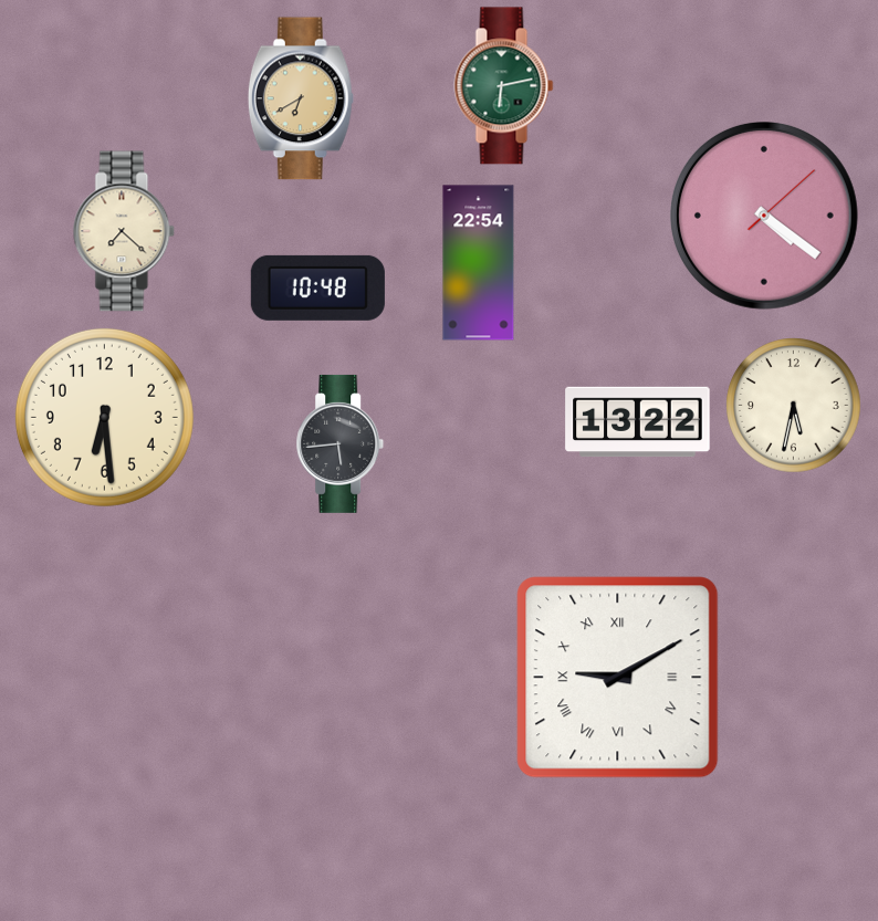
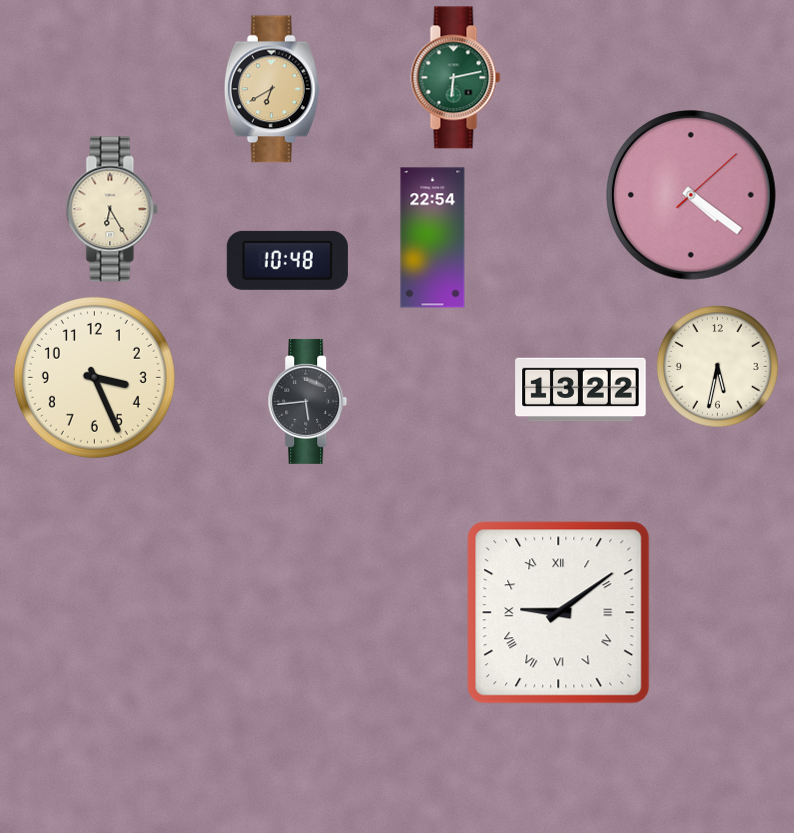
clock at (124, 231): 7:22 -> 6:25
clock at (104, 417): 6:29 -> 3:26
clock at (638, 422) position: (638, 422) -> (581, 390)
clock at (618, 678): 9:10 -> 9:09
